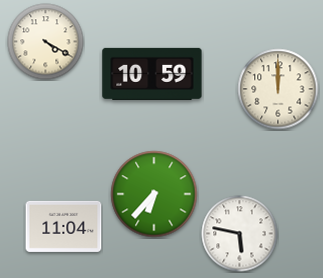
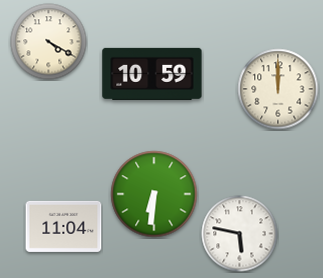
clock at (46, 42) position: (46, 42) -> (49, 42)
clock at (154, 194): 6:37 -> 6:31
